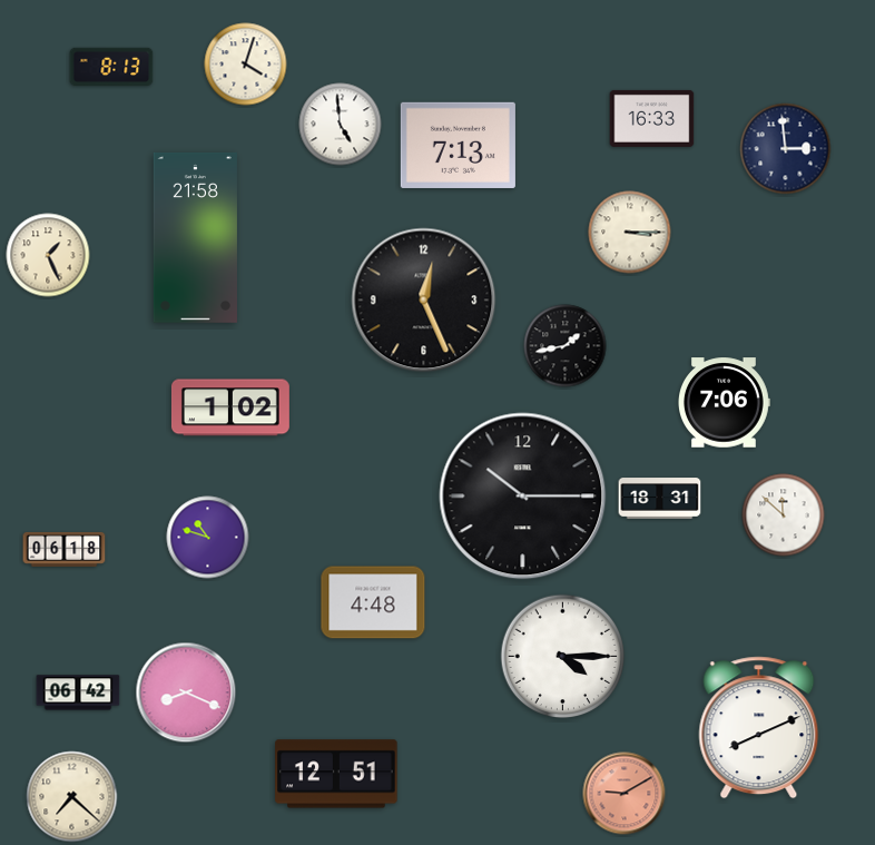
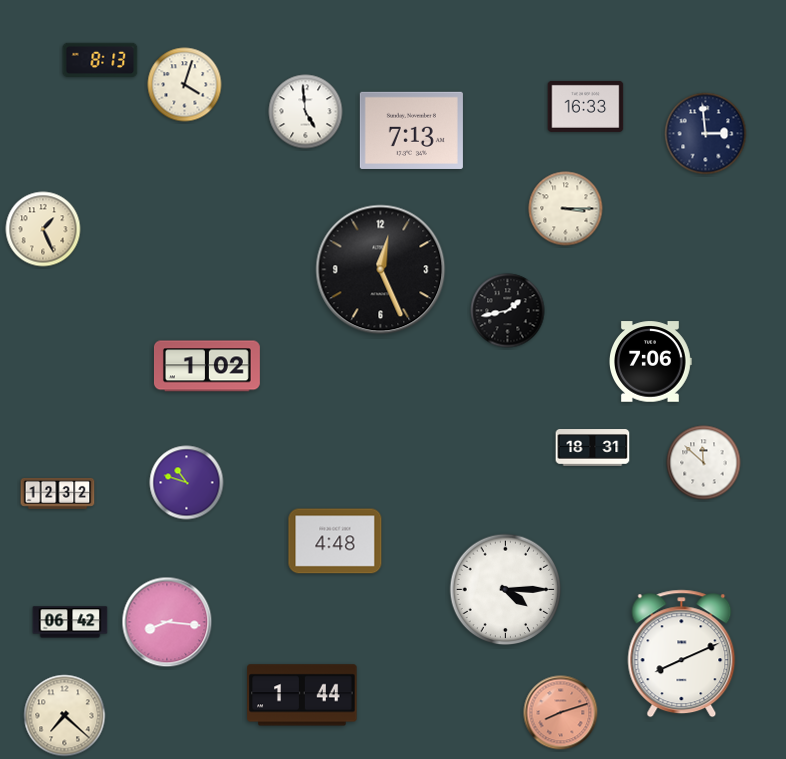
clock at (246, 65) position: (246, 65) -> (185, 85)
clock at (195, 237): 21:58 -> none
clock at (523, 497): 10:15 -> none
clock at (65, 549): 06:18 -> 12:32
clock at (186, 692): 8:19 -> 8:16
clock at (336, 774): 12:51 -> 1:44
clock at (625, 794): 9:10 -> 8:12
